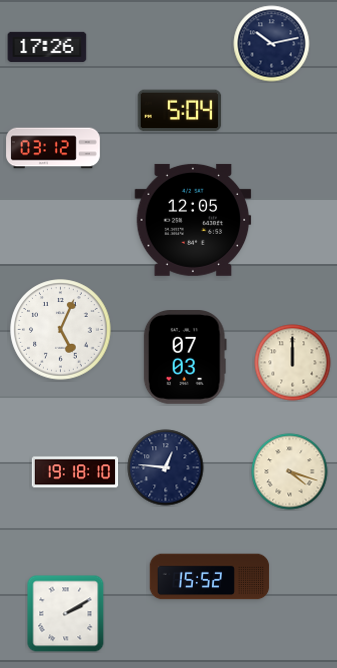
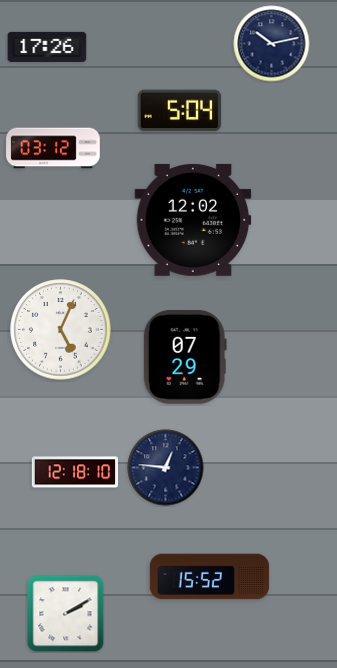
clock at (193, 220): 12:05 -> 12:02
clock at (185, 358): 07:03 -> 07:29
clock at (293, 363): 12:00 -> none
clock at (75, 472): 19:18 -> 12:18
clock at (290, 472): 4:18 -> none
